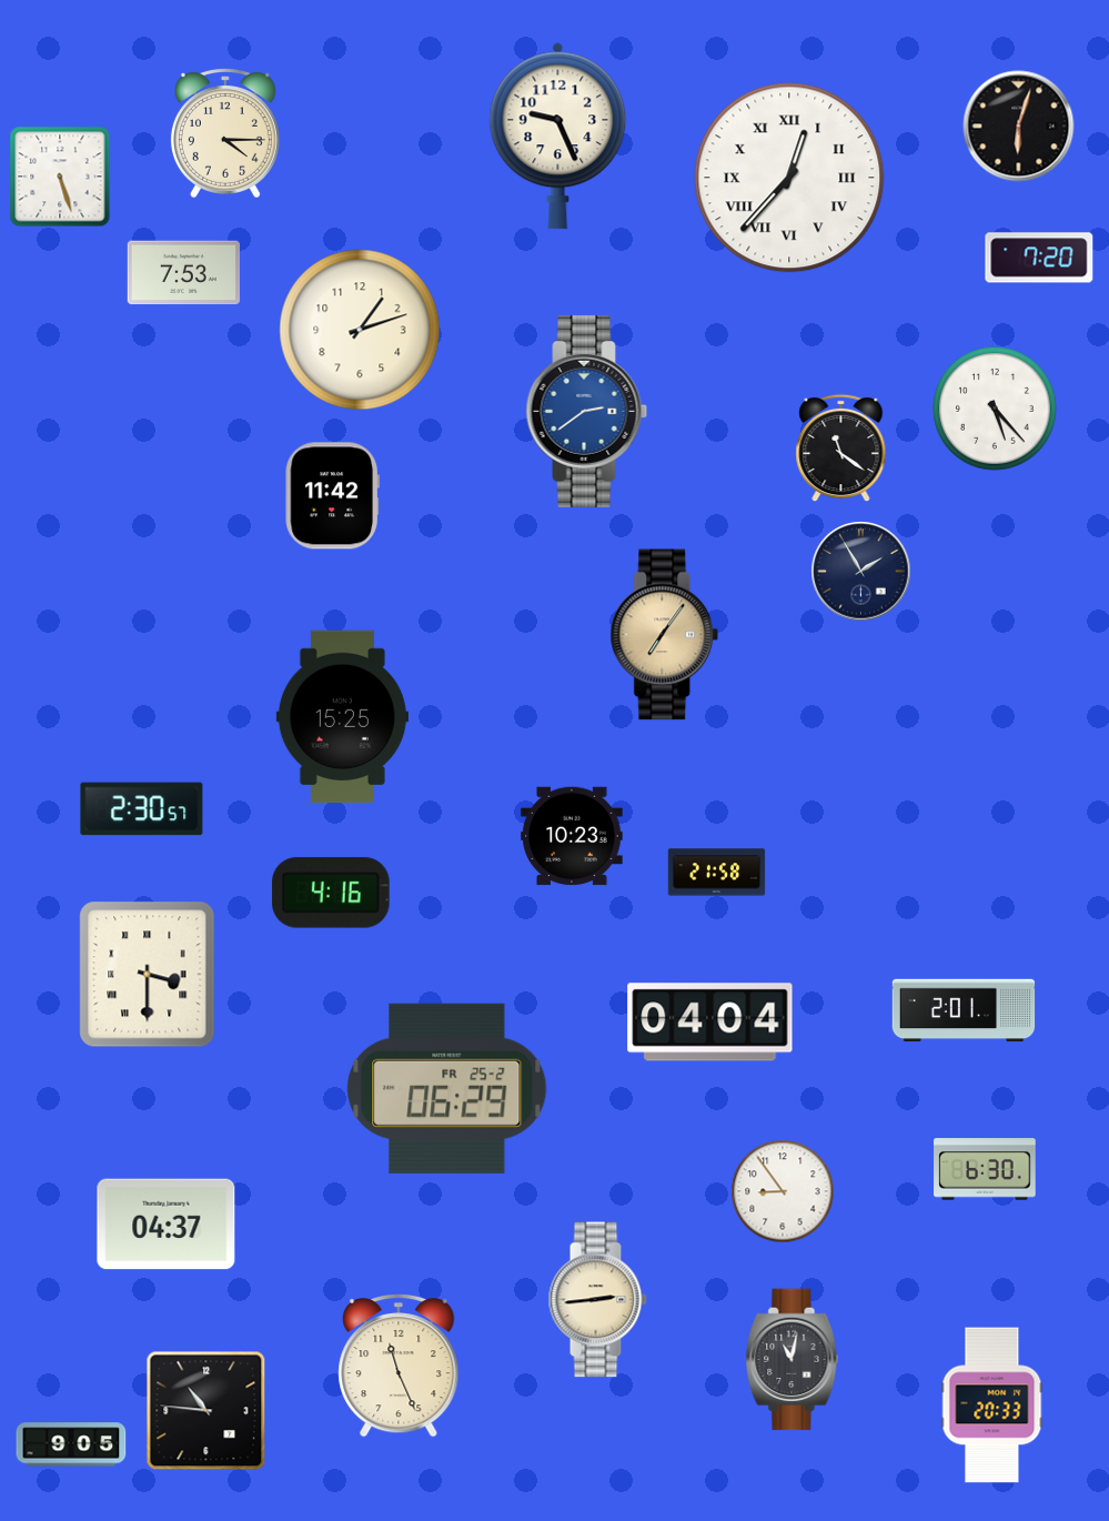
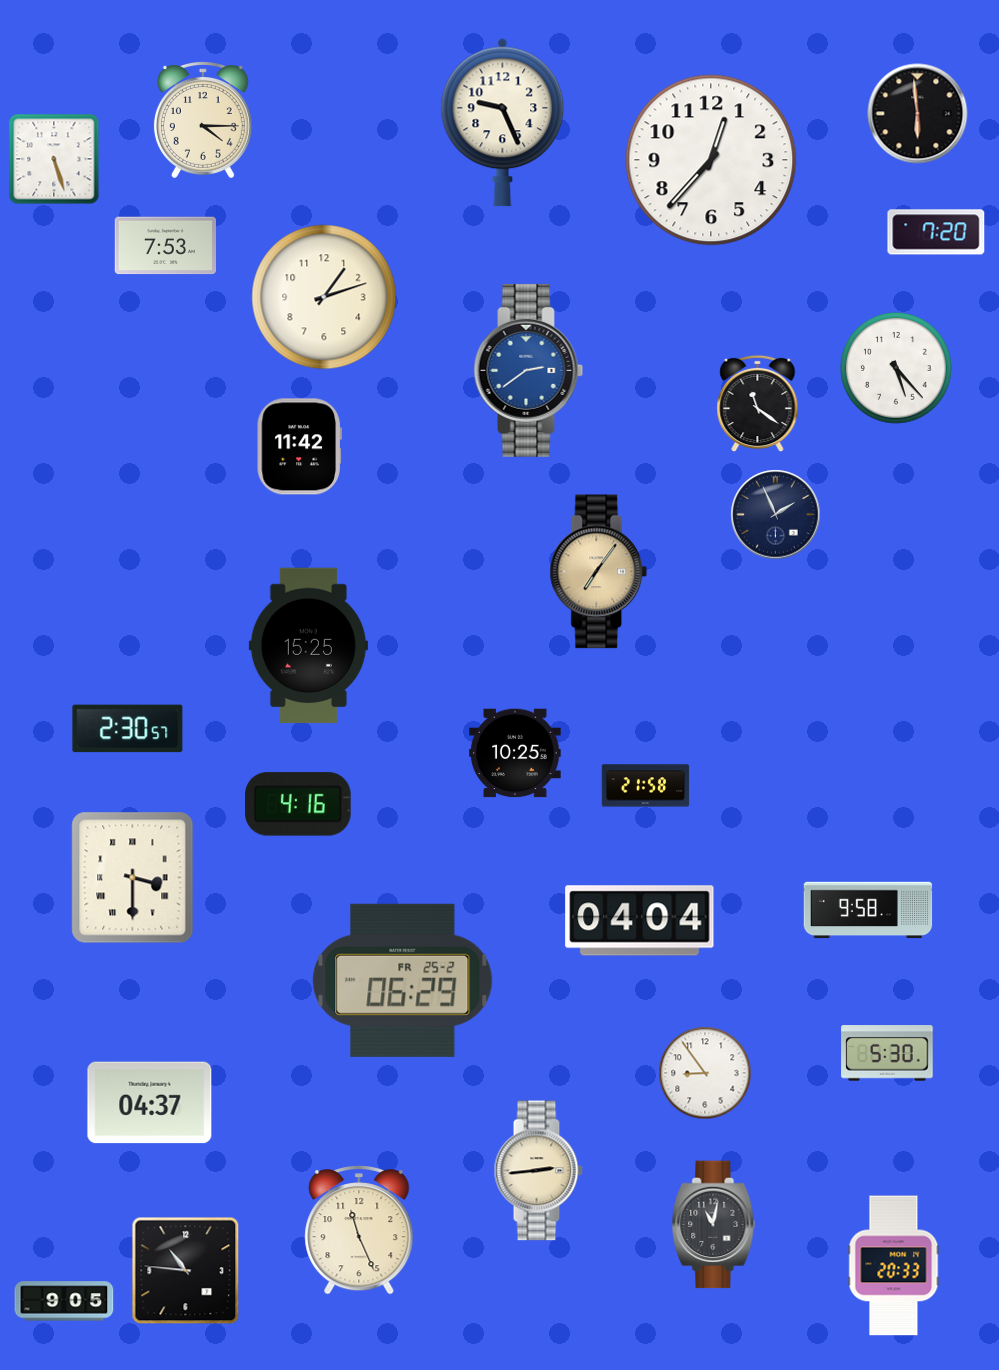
clock at (1019, 127): 6:03 -> 5:59
clock at (789, 178) numerals: Roman -> Arabic
clock at (861, 572): 1:55 -> 1:56
clock at (572, 836): 10:23 -> 10:25
clock at (964, 1010): 2:01 -> 9:58
clock at (985, 1169): 6:30 -> 5:30
